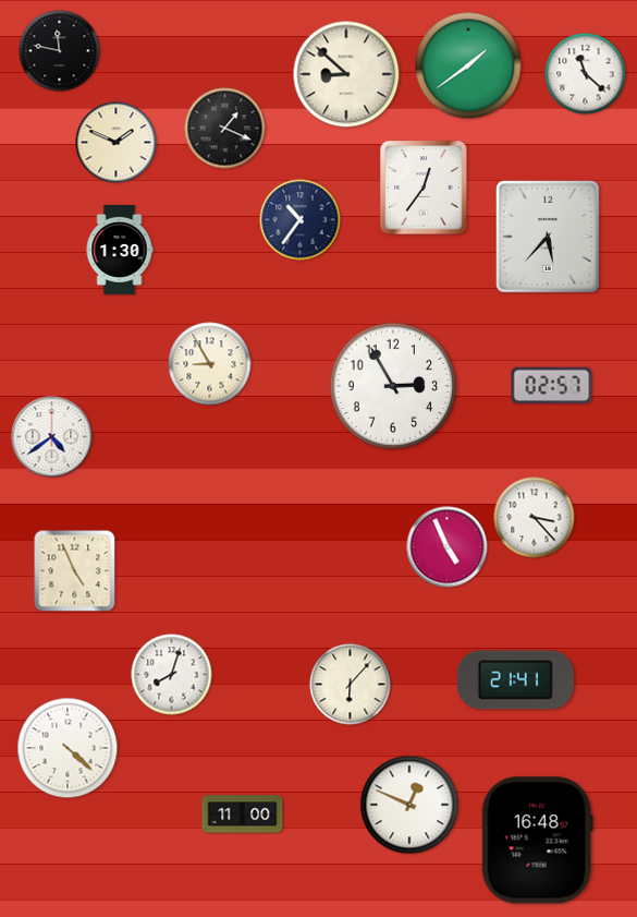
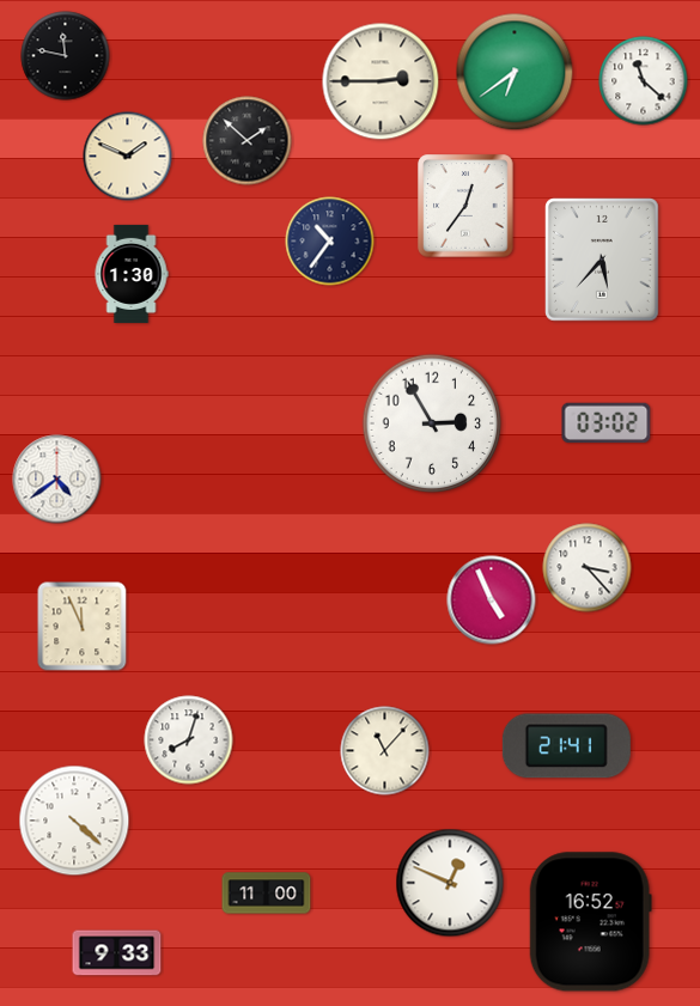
clock at (468, 65): 1:39 -> 6:39
clock at (346, 74): 8:52 -> 2:45
clock at (225, 129): 1:19 -> 1:52
clock at (210, 364): 8:55 -> none
clock at (552, 386): 02:57 -> 03:02
clock at (75, 571): 4:56 -> 11:56
clock at (351, 685): 6:07 -> 11:07
clock at (537, 841): 16:48 -> 16:52
clock at (117, 953): none -> 9:33
